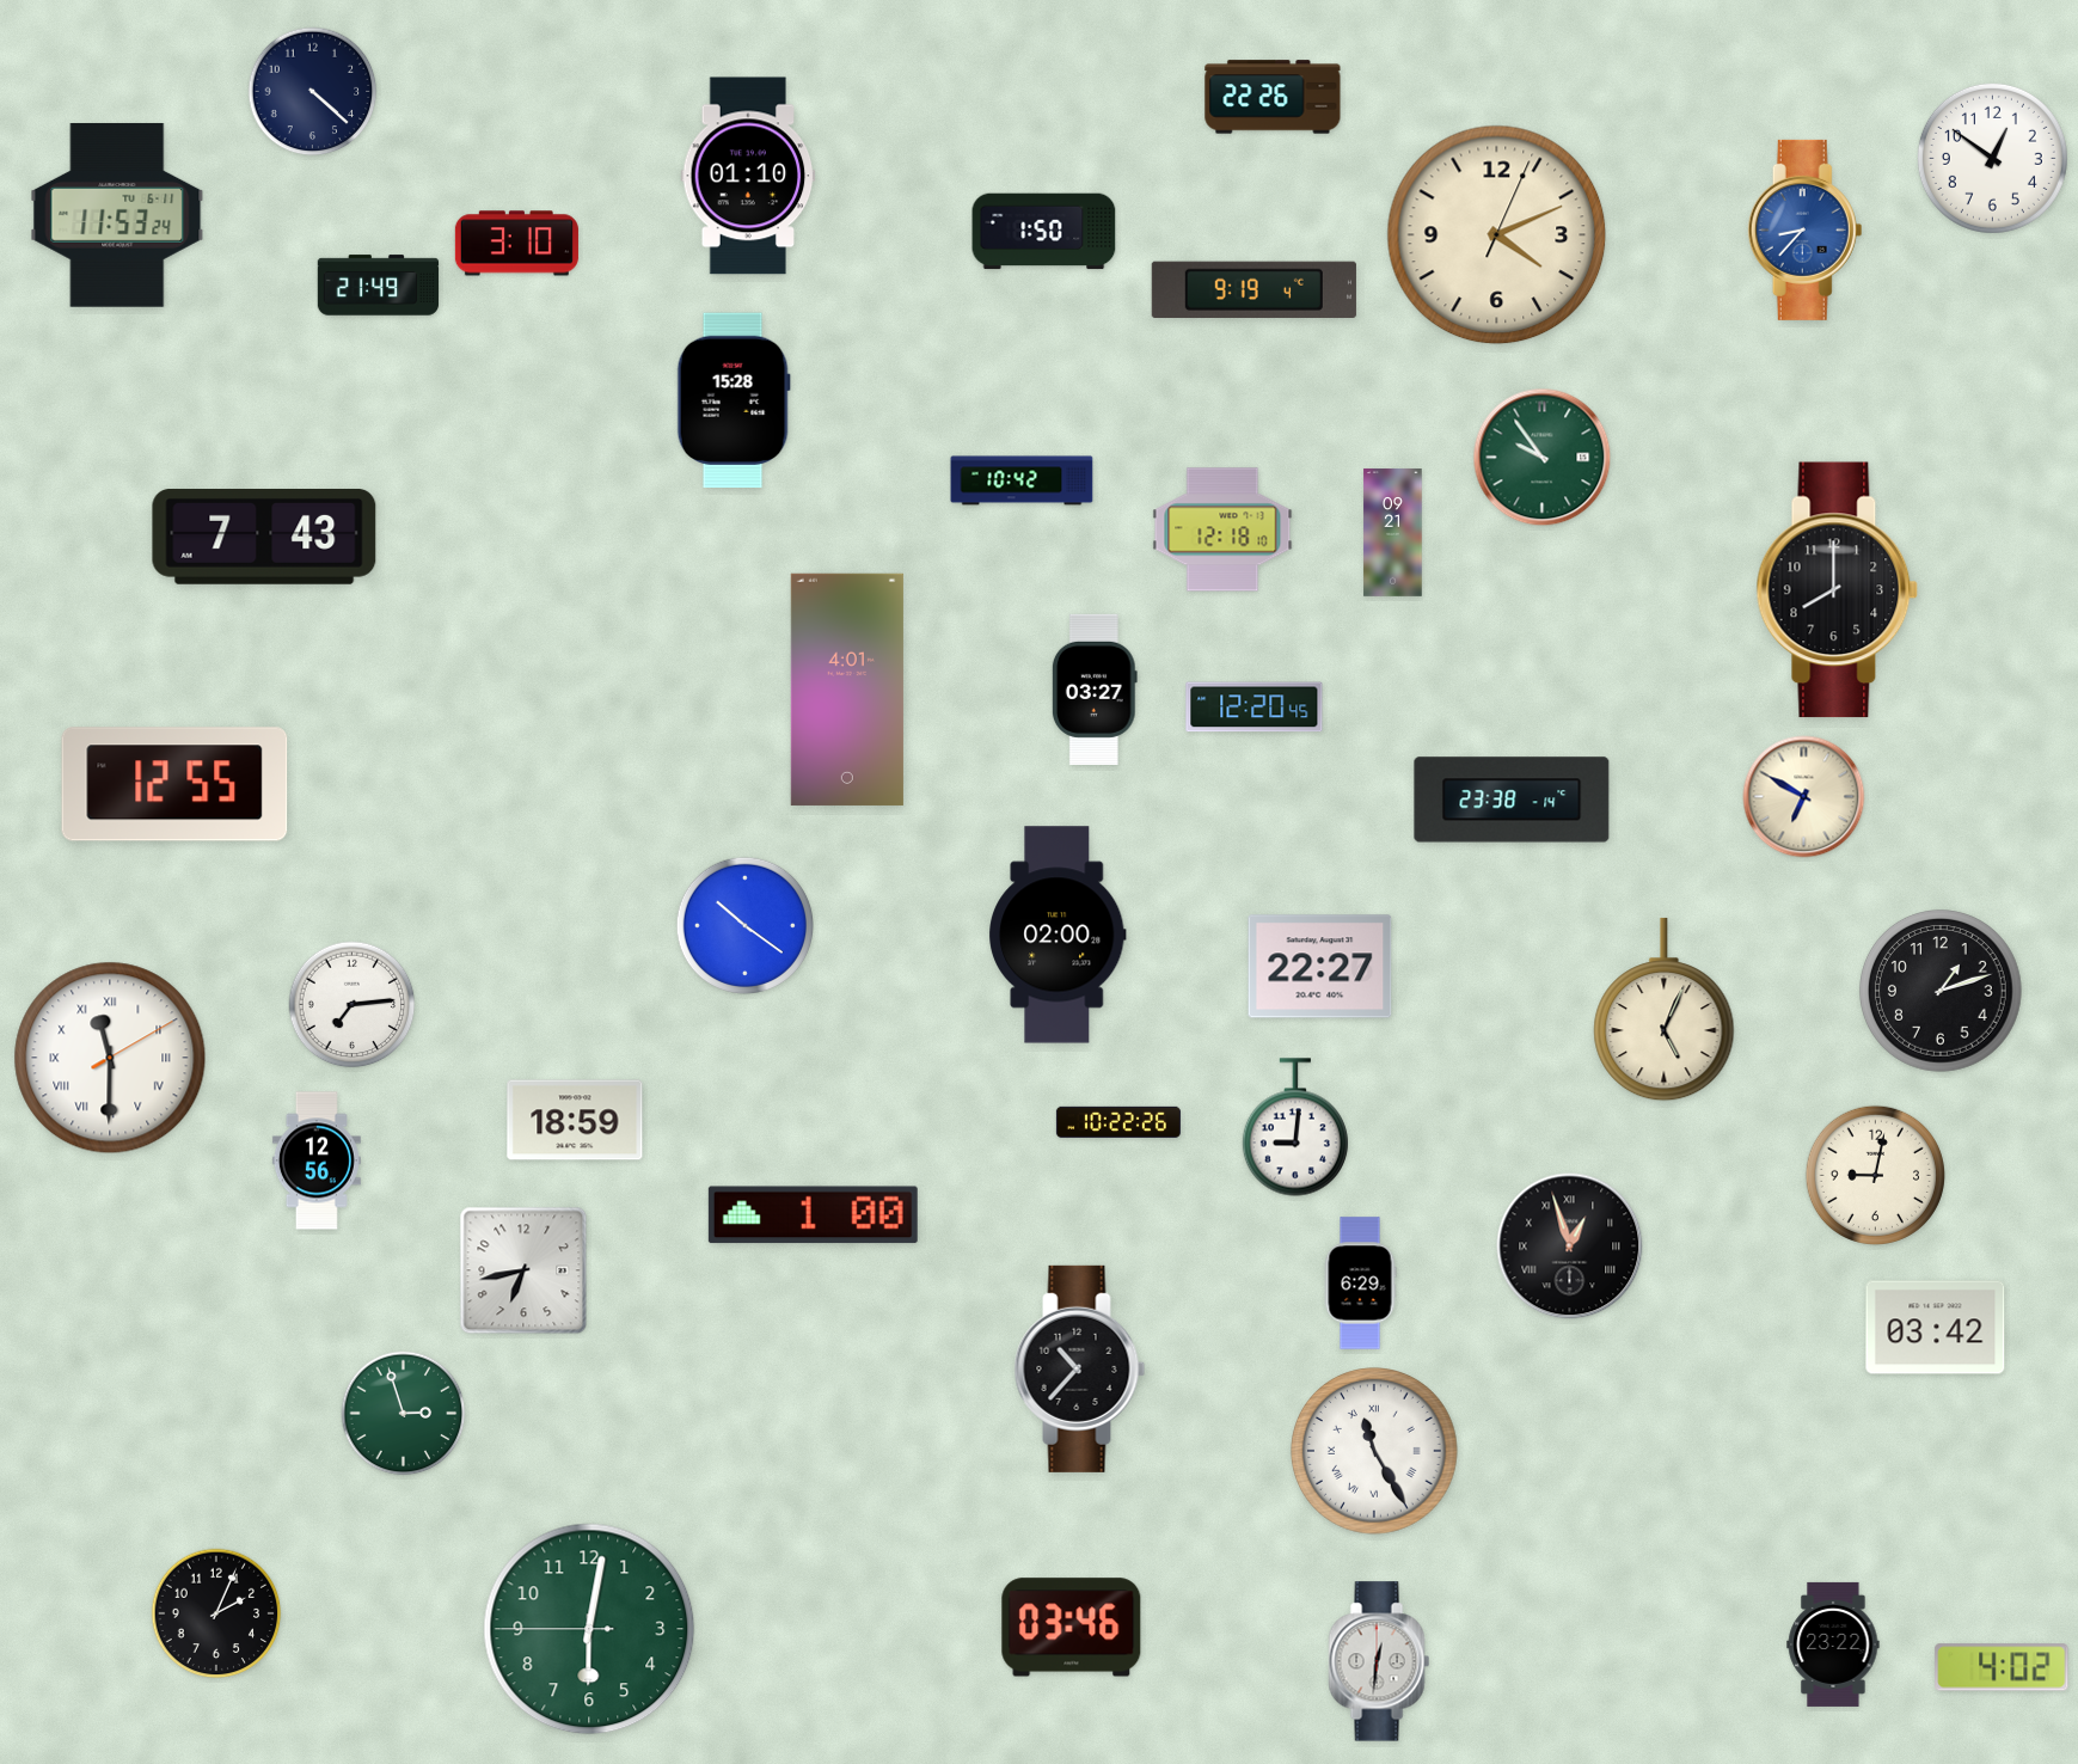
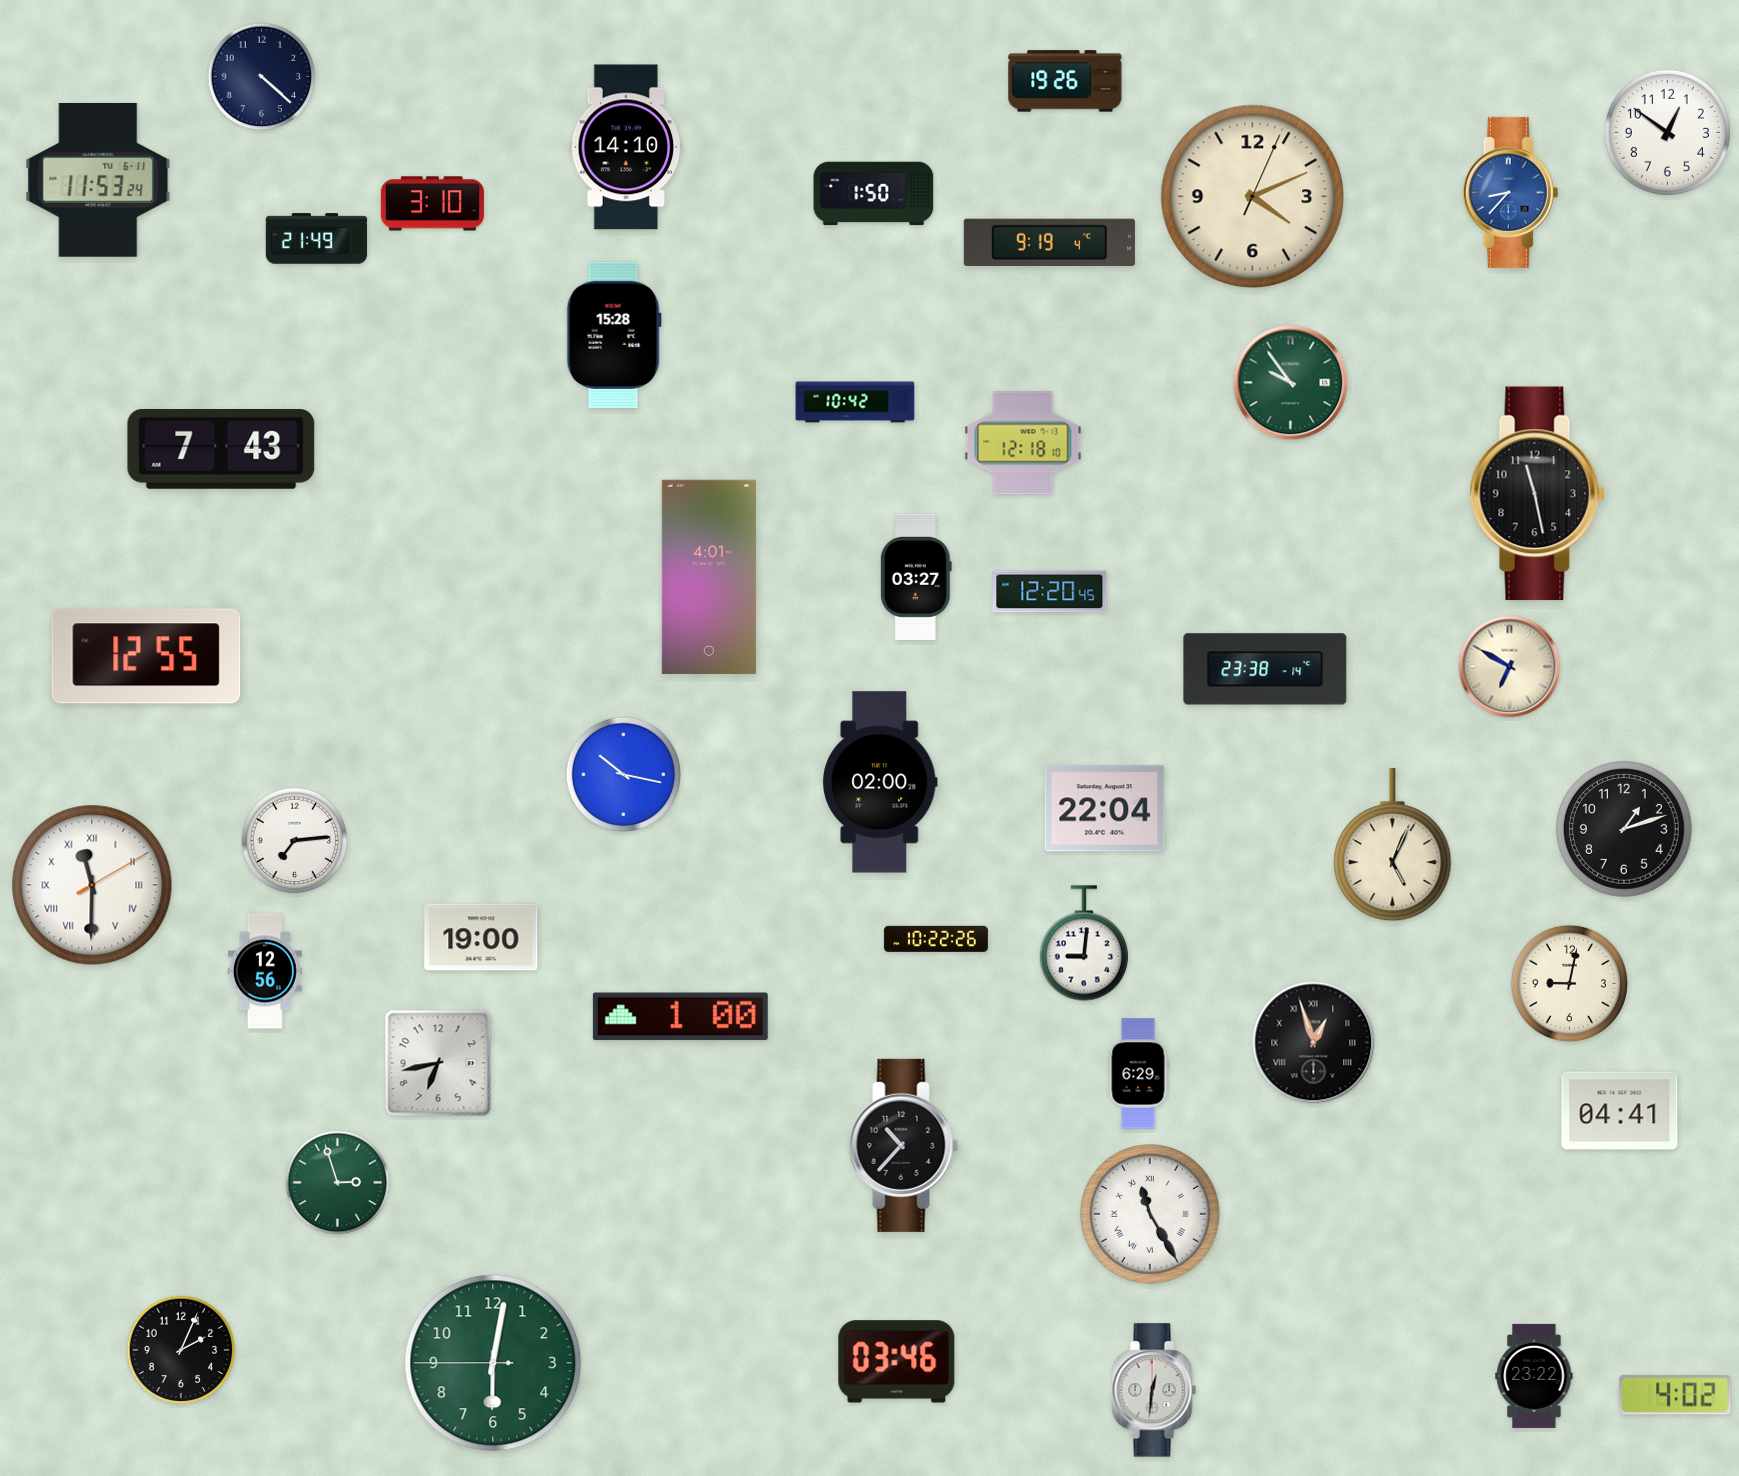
clock at (1273, 97): 22:26 -> 19:26
clock at (748, 176): 01:10 -> 14:10
clock at (1393, 533): 09:21 -> none
clock at (1838, 590): 8:00 -> 11:28
clock at (744, 925): 10:21 -> 10:17
clock at (1059, 935) position: (1059, 935) -> (881, 782)
clock at (1320, 967): 22:27 -> 22:04
clock at (575, 1120): 18:59 -> 19:00
clock at (1936, 1328): 03:42 -> 04:41
